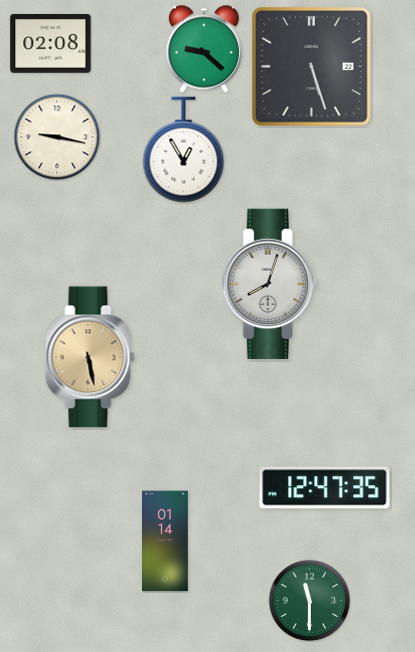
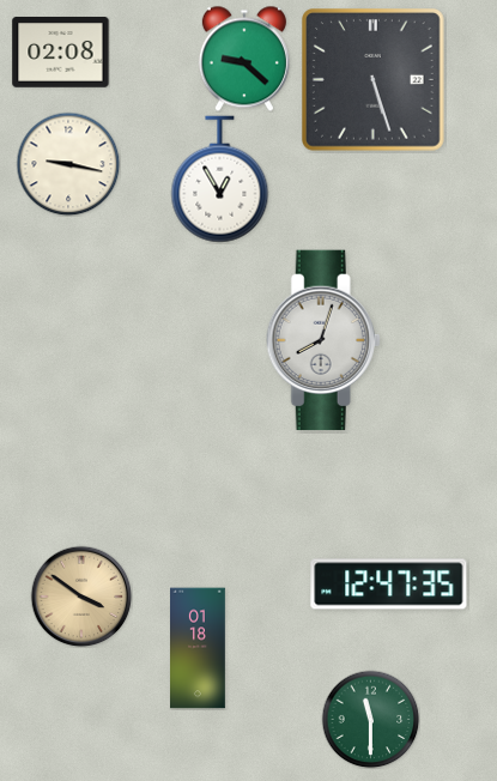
clock at (90, 357): 5:28 -> none
clock at (81, 597): none -> 3:51
clock at (166, 541): 01:14 -> 01:18
